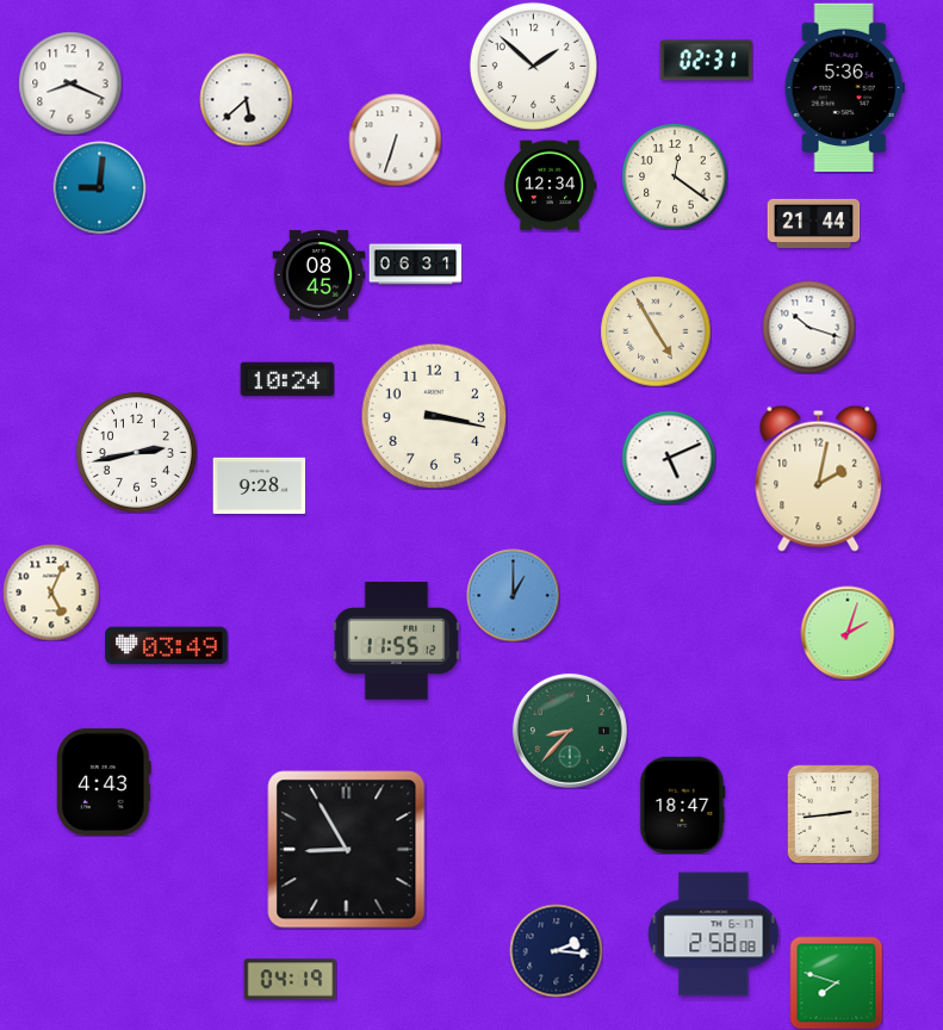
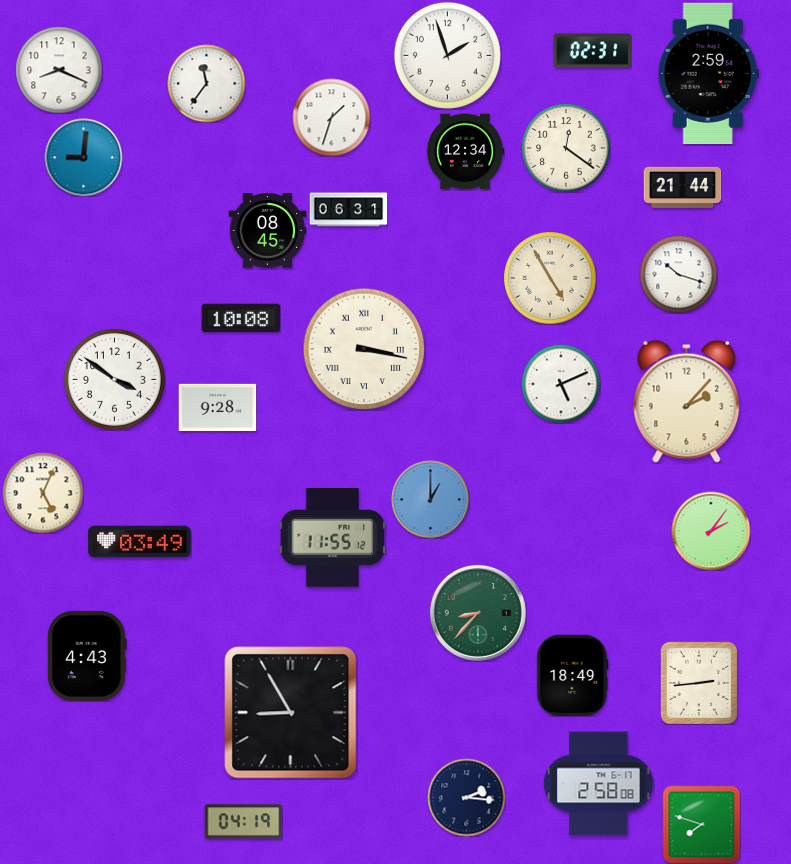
clock at (533, 66): 1:52 -> 1:57
clock at (844, 87): 5:36 -> 2:59
clock at (246, 99): 5:38 -> 11:36
clock at (395, 139): 6:33 -> 1:33
clock at (550, 186) position: (550, 186) -> (465, 152)
clock at (415, 265) position: (415, 265) -> (348, 210)
clock at (287, 379): 10:24 -> 10:08
clock at (434, 416) numerals: Arabic -> Roman
clock at (136, 452): 2:43 -> 3:51
clock at (819, 478): 2:02 -> 2:07
clock at (51, 592) position: (51, 592) -> (43, 493)
clock at (848, 633): 2:03 -> 2:06
clock at (683, 805): 18:47 -> 18:49
